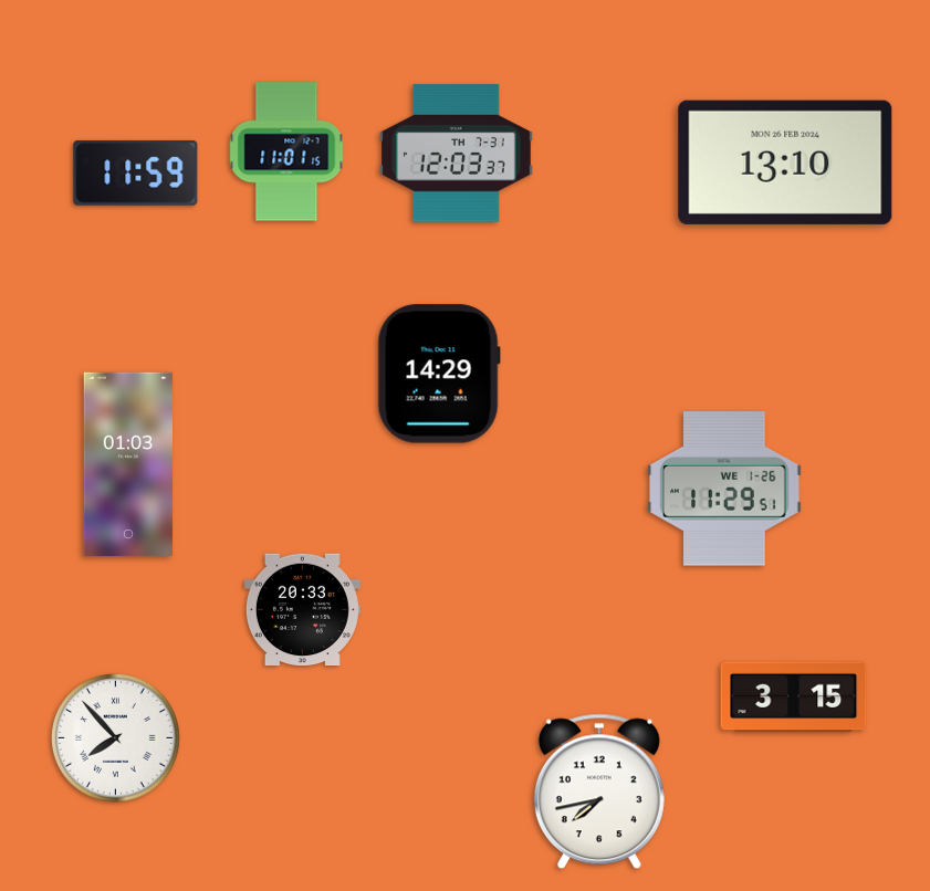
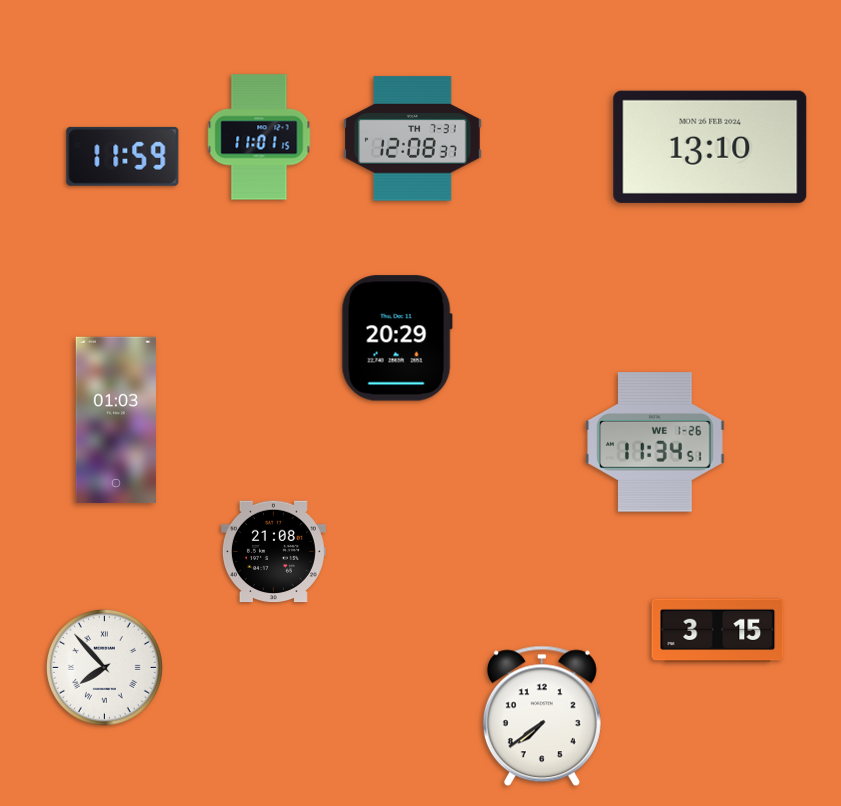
clock at (457, 154): 12:03 -> 12:08
clock at (439, 374): 14:29 -> 20:29
clock at (724, 489): 11:29 -> 11:34
clock at (302, 610): 20:33 -> 21:08
clock at (599, 792): 7:43 -> 7:39
